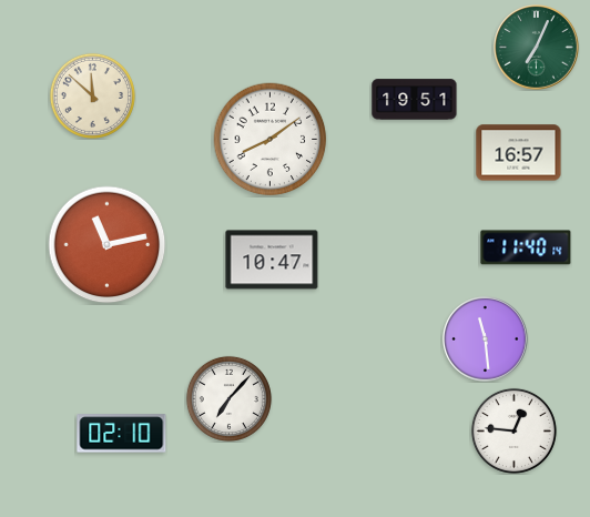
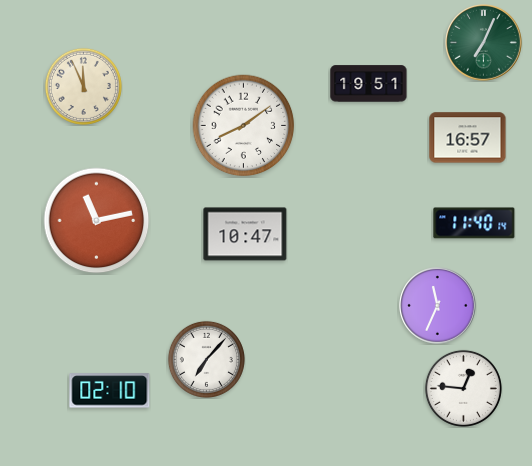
clock at (92, 95): 11:52 -> 11:56
clock at (415, 100) position: (415, 100) -> (369, 84)
clock at (486, 339): 11:29 -> 11:34
